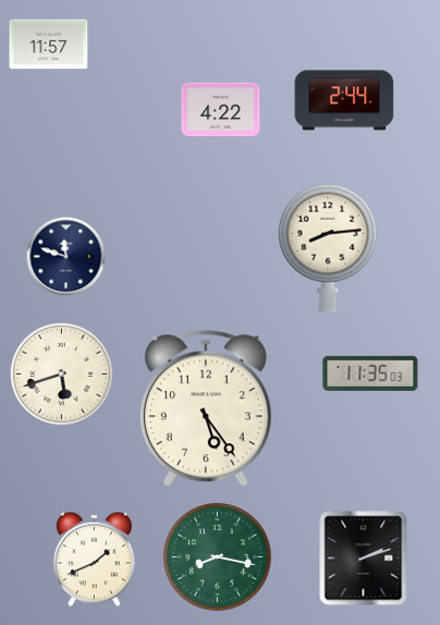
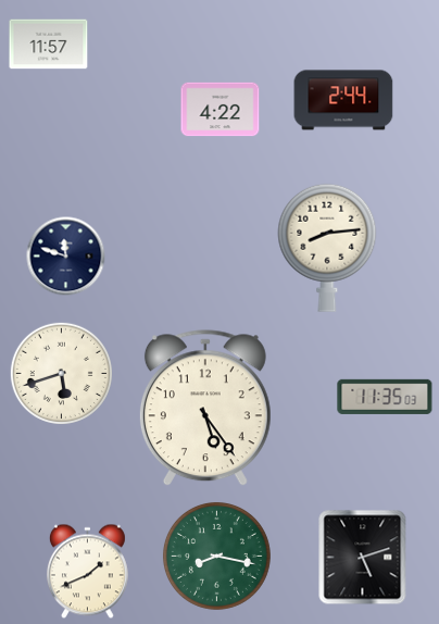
clock at (370, 373) position: (370, 373) -> (385, 397)
clock at (364, 559): 2:12 -> 5:12
clock at (94, 560) position: (94, 560) -> (87, 572)
